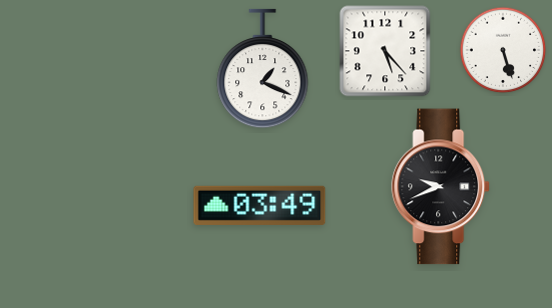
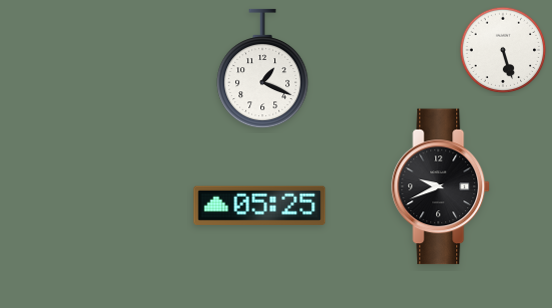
clock at (385, 51): 5:23 -> none
clock at (260, 205): 03:49 -> 05:25
